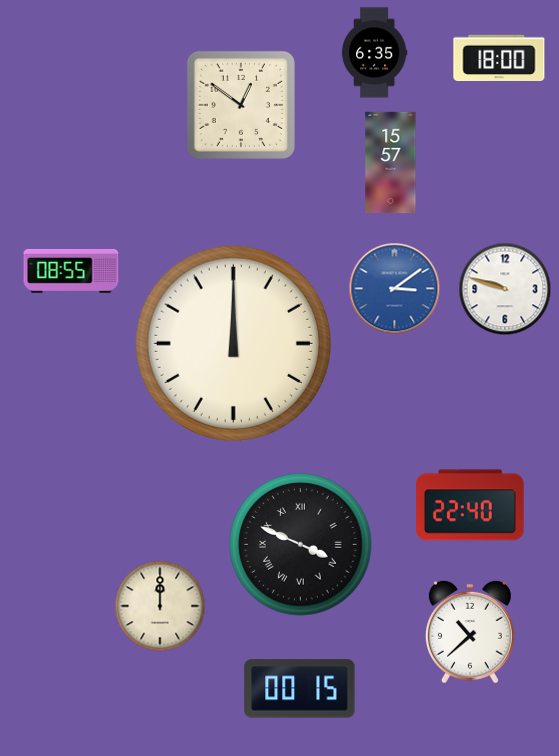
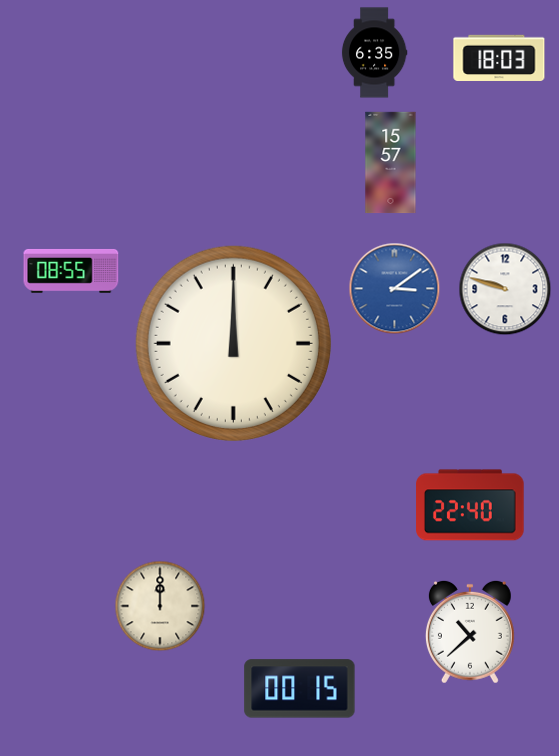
clock at (499, 57): 18:00 -> 18:03
clock at (241, 105): 12:51 -> none
clock at (301, 545): 3:49 -> none
